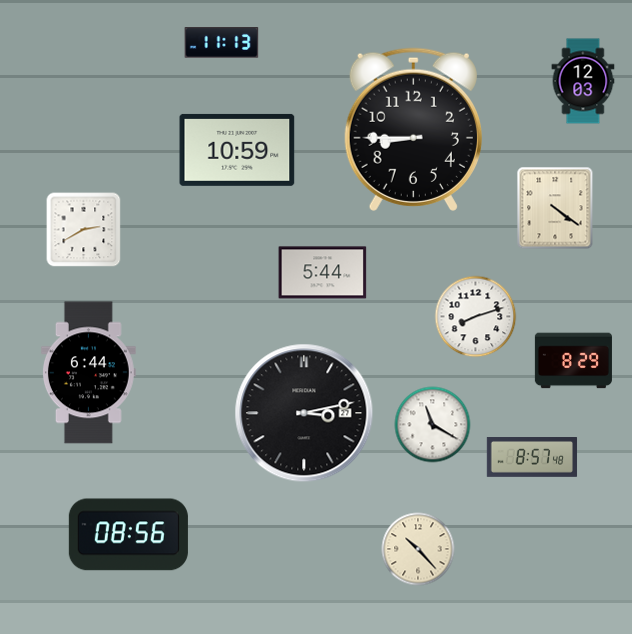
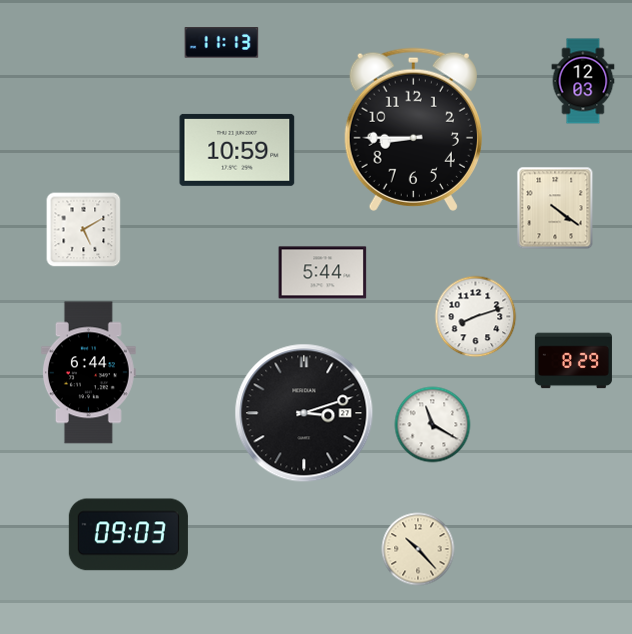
clock at (84, 230): 2:40 -> 5:10
clock at (304, 413): 3:13 -> 3:12
clock at (532, 458): 8:57 -> none
clock at (128, 535): 08:56 -> 09:03
